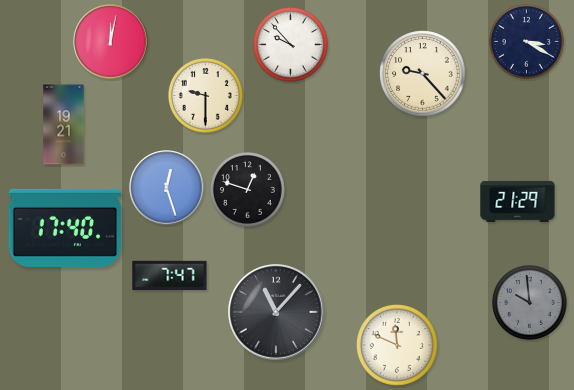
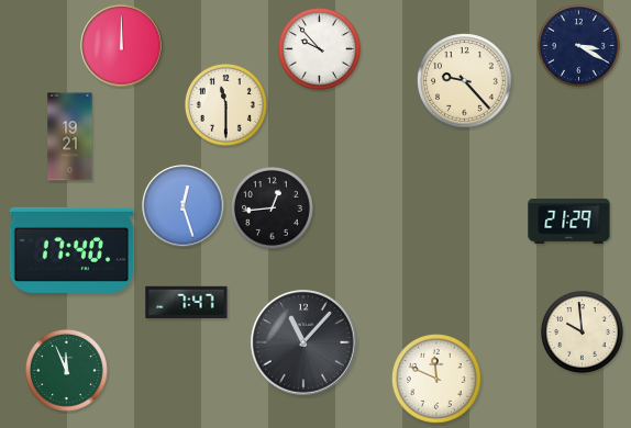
clock at (111, 42): 12:02 -> 12:00
clock at (205, 95): 9:30 -> 11:30
clock at (247, 189): 12:48 -> 12:44
clock at (529, 302) dial: grey -> cream
clock at (66, 370): none -> 11:56
